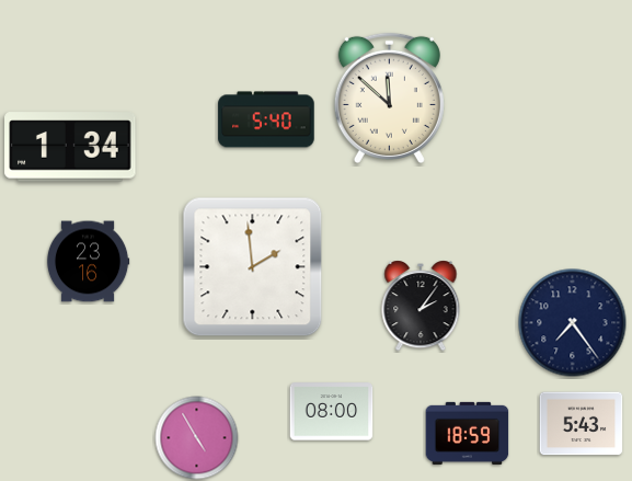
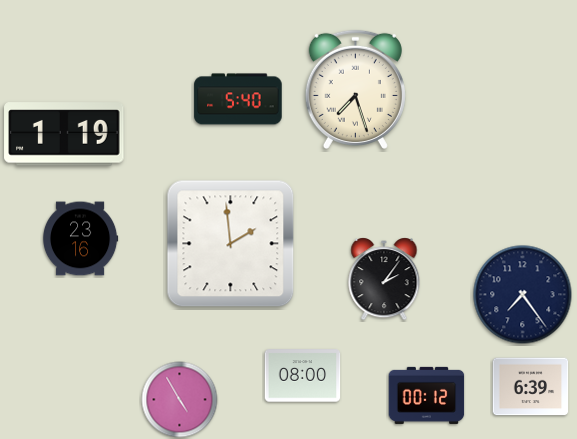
clock at (389, 98): 11:52 -> 7:27
clock at (266, 119) position: (266, 119) -> (238, 99)
clock at (70, 147): 1:34 -> 1:19
clock at (582, 424): 5:43 -> 6:39
clock at (468, 433): 18:59 -> 00:12
